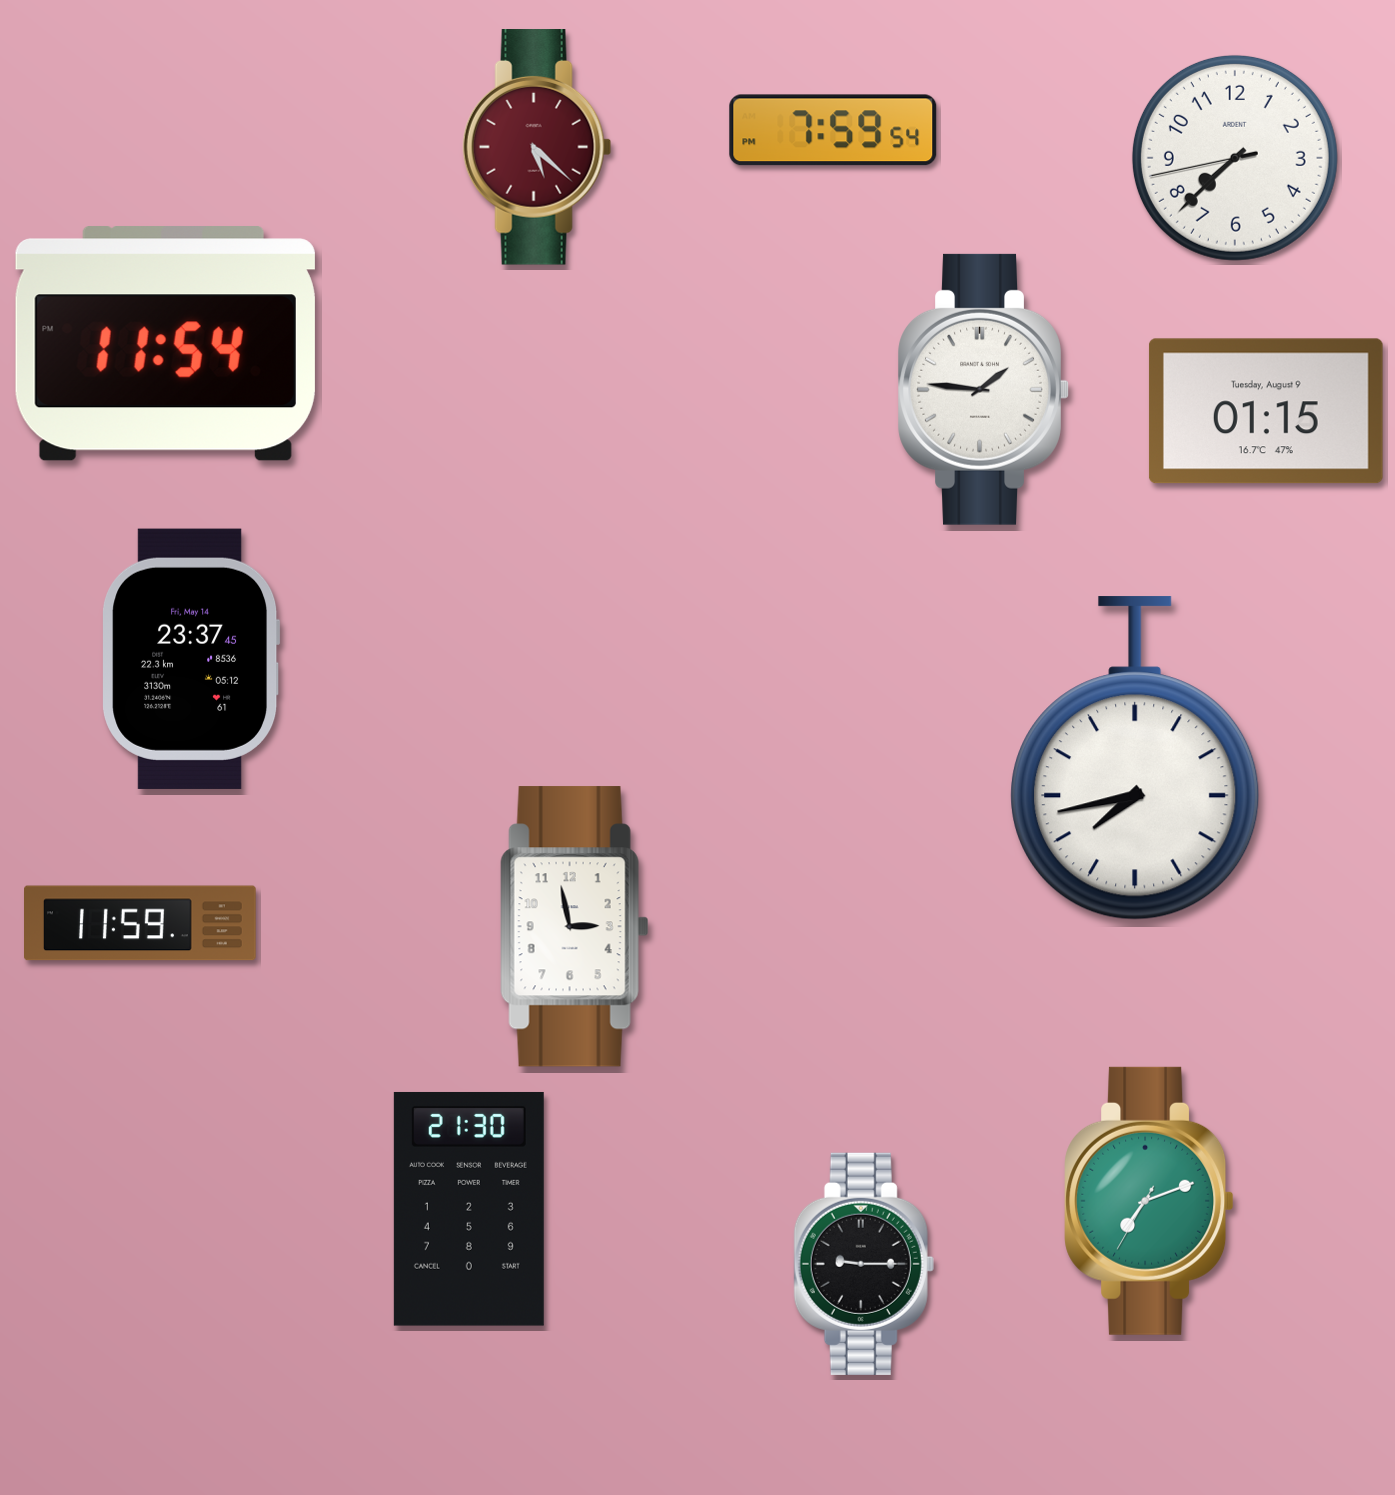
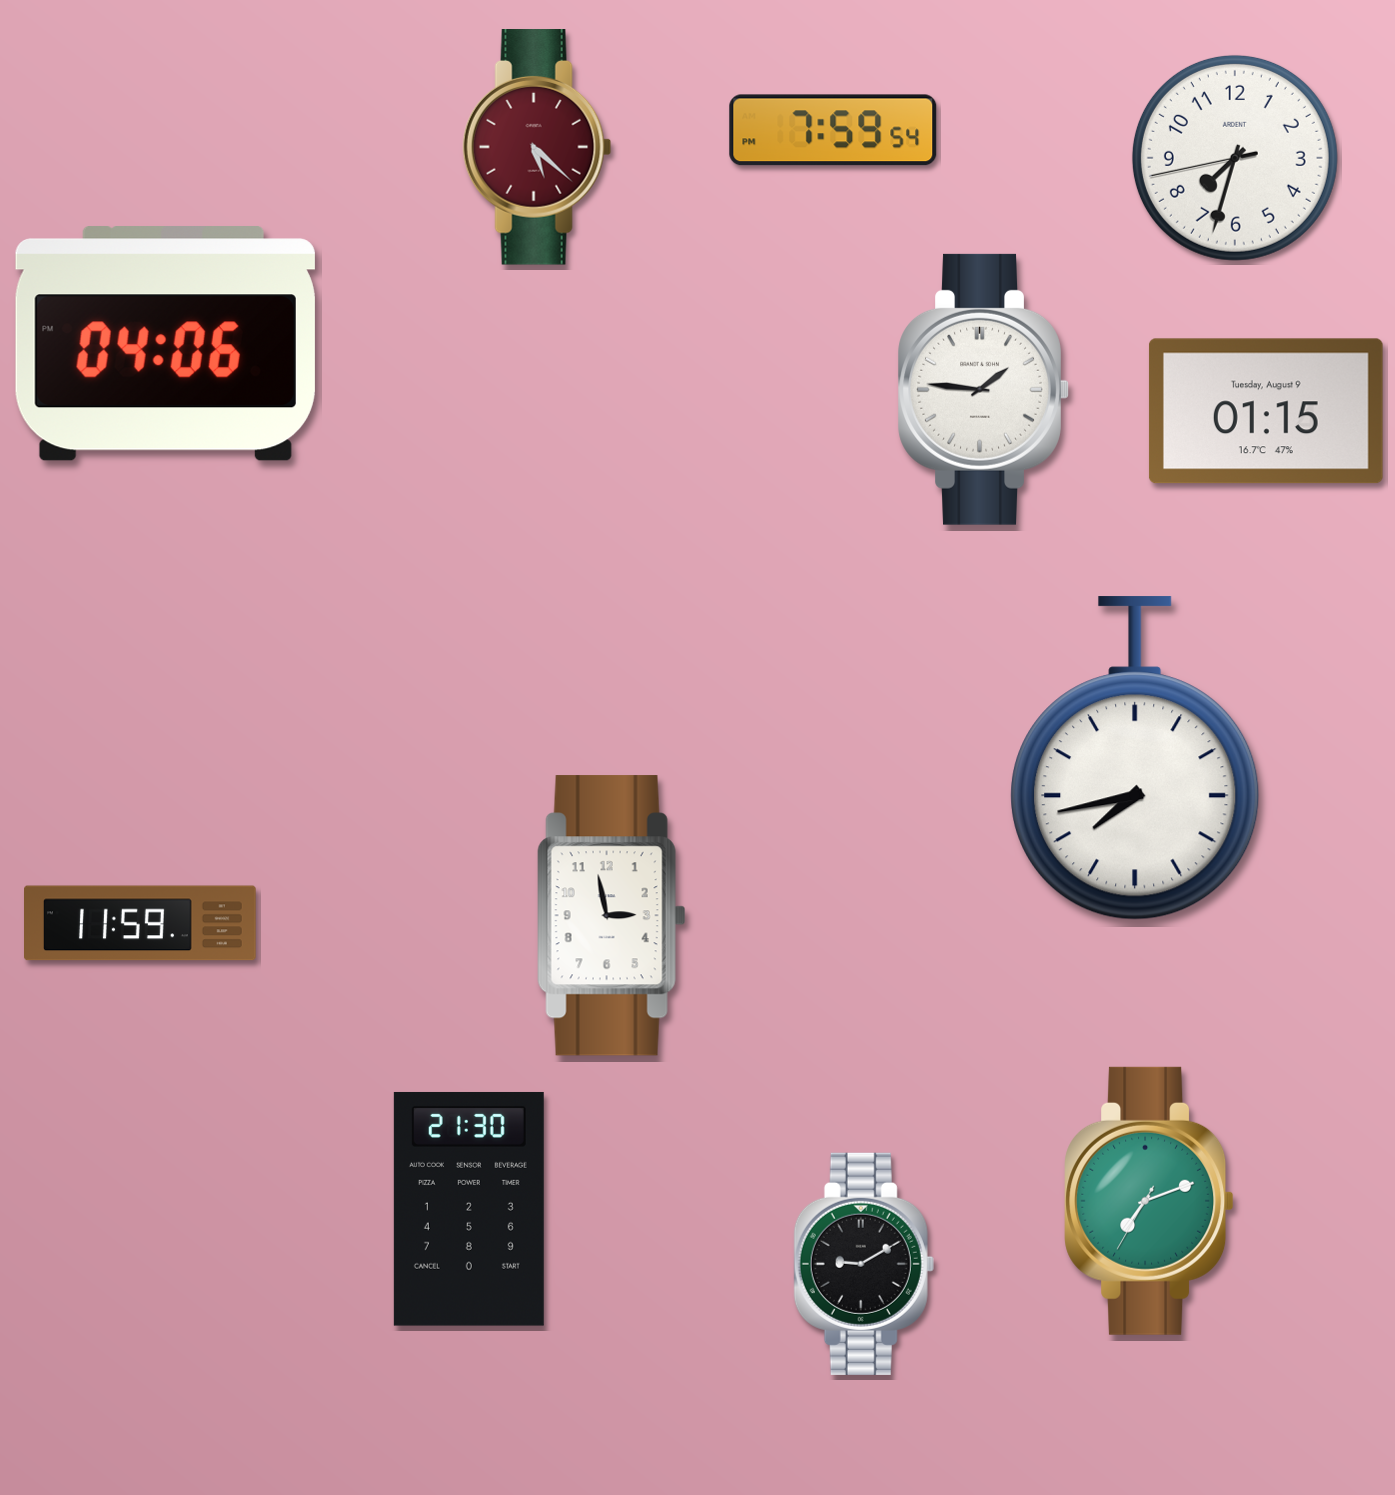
clock at (1235, 158): 7:37 -> 7:32
clock at (165, 344): 11:54 -> 04:06
clock at (192, 659): 23:37 -> none
clock at (575, 927) position: (575, 927) -> (612, 916)
clock at (864, 1264): 9:15 -> 9:10
